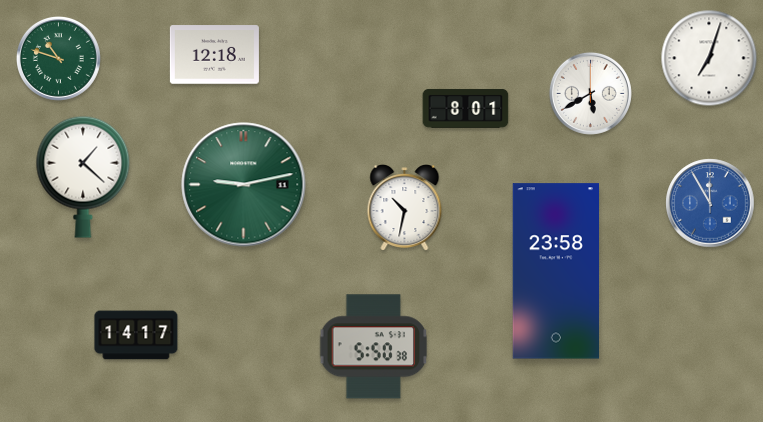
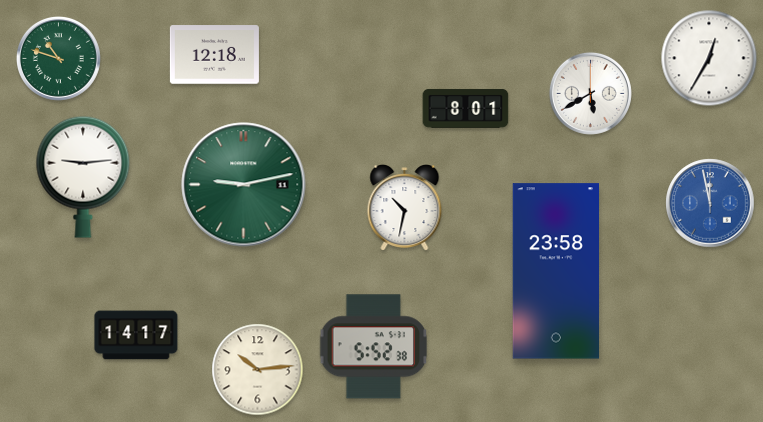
clock at (709, 58): 7:03 -> 12:35
clock at (83, 177): 1:22 -> 9:14
clock at (710, 203): 11:55 -> 11:58
clock at (374, 347): 5:50 -> 5:52
clock at (258, 370): none -> 10:14
